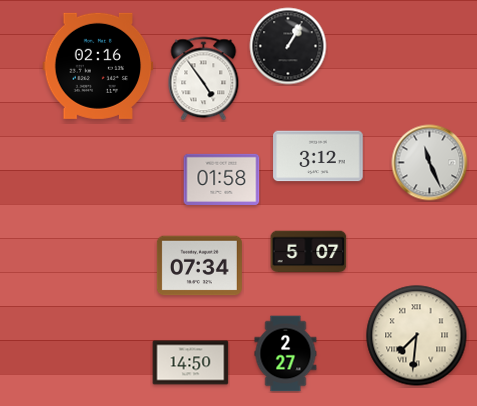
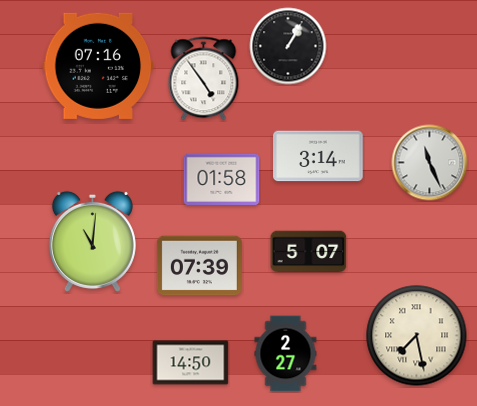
clock at (98, 66): 02:16 -> 07:16
clock at (318, 156): 3:12 -> 3:14
clock at (92, 241): none -> 11:01
clock at (199, 266): 07:34 -> 07:39
clock at (417, 336): 7:31 -> 7:28
